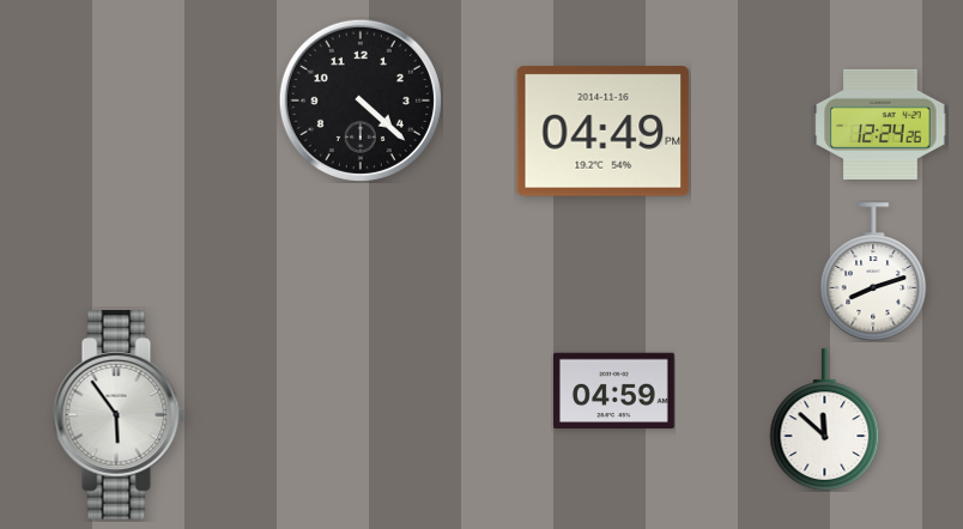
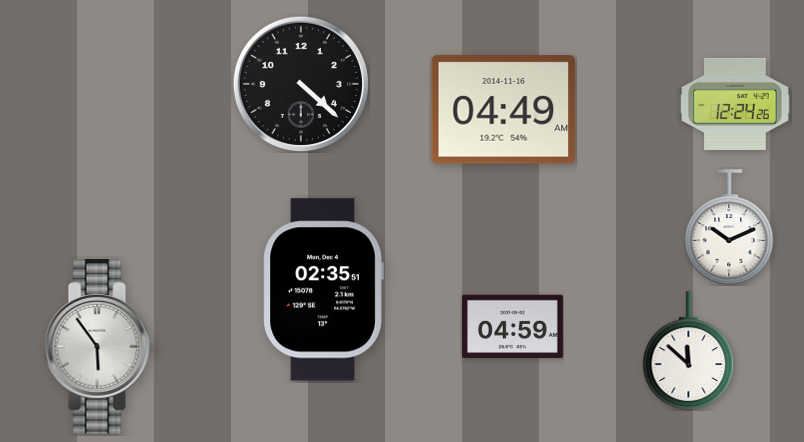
clock at (604, 132): 04:49 PM -> 04:49 AM
clock at (873, 272): 8:12 -> 10:11
clock at (323, 290): none -> 02:35
